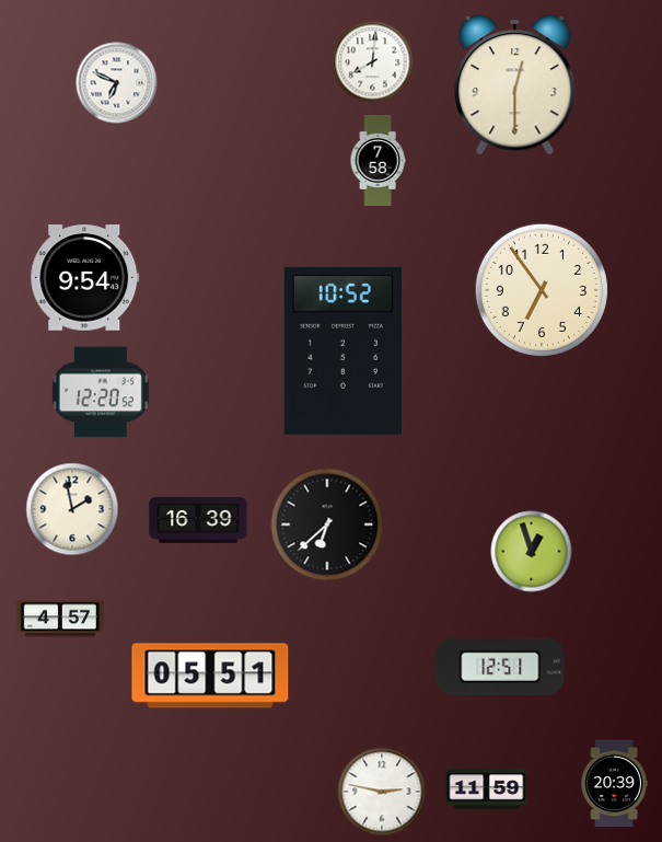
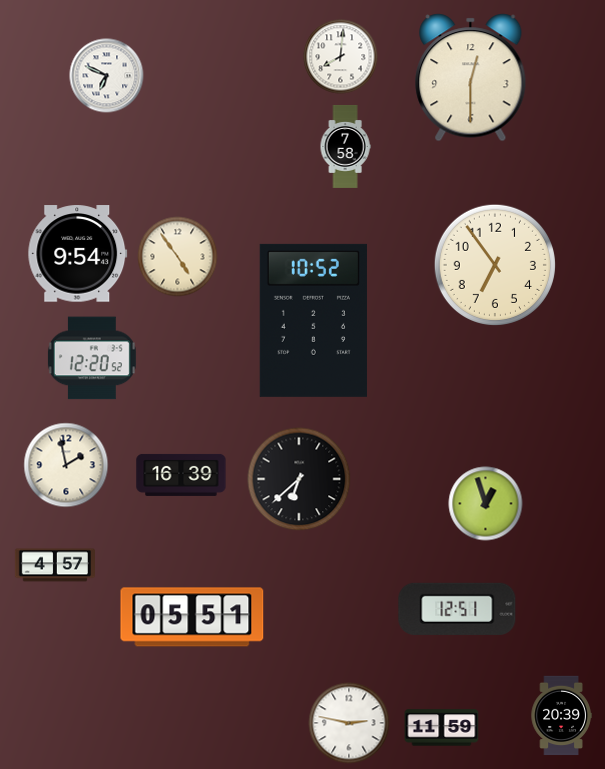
clock at (178, 257): none -> 4:54
clock at (487, 789) position: (487, 789) -> (442, 728)
